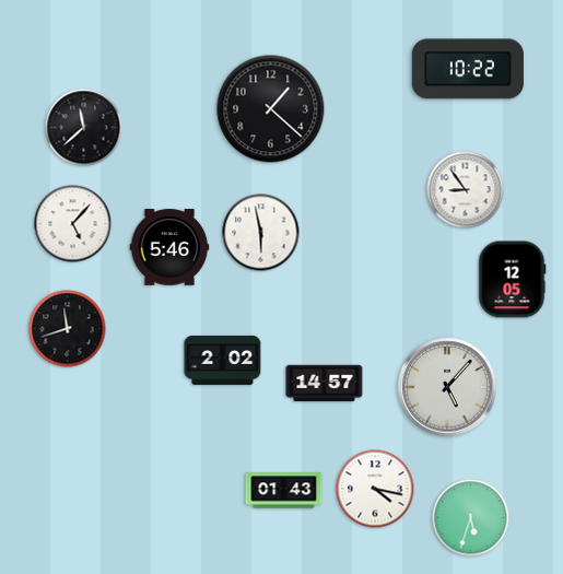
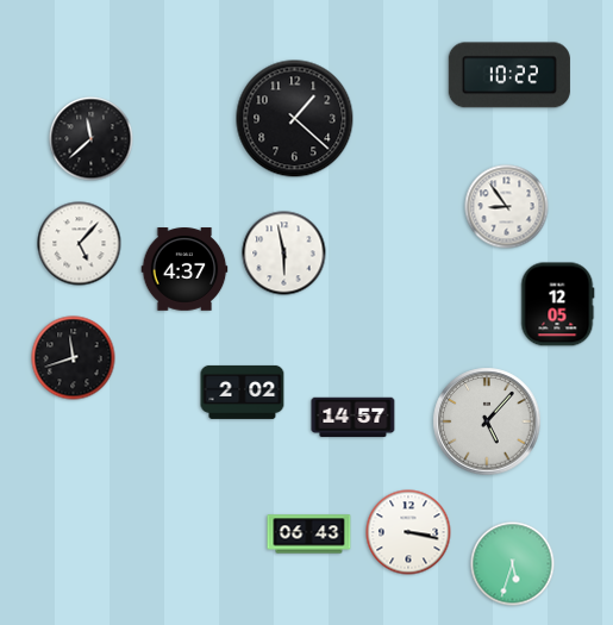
clock at (169, 247): 5:46 -> 4:37
clock at (375, 489): 4:17 -> 3:17
clock at (284, 491): 01:43 -> 06:43
